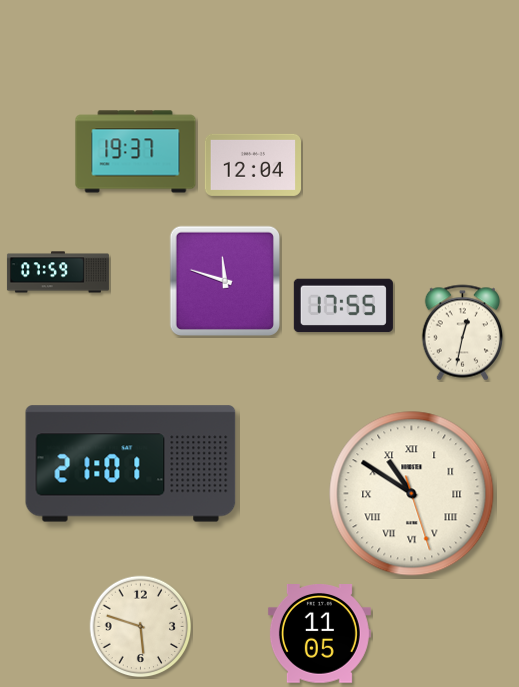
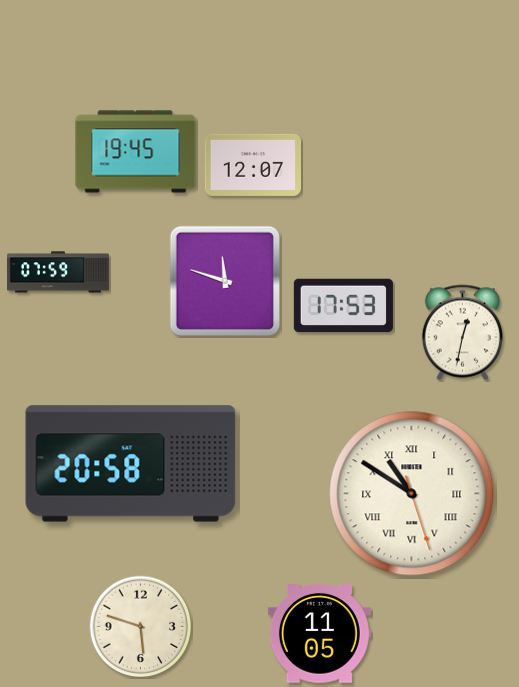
clock at (136, 152): 19:37 -> 19:45
clock at (253, 165): 12:04 -> 12:07
clock at (343, 306): 17:55 -> 17:53
clock at (131, 464): 21:01 -> 20:58
